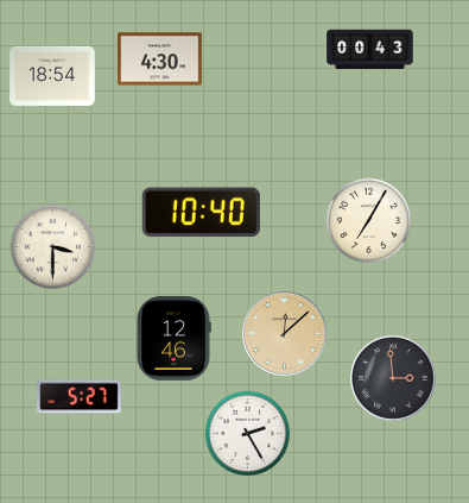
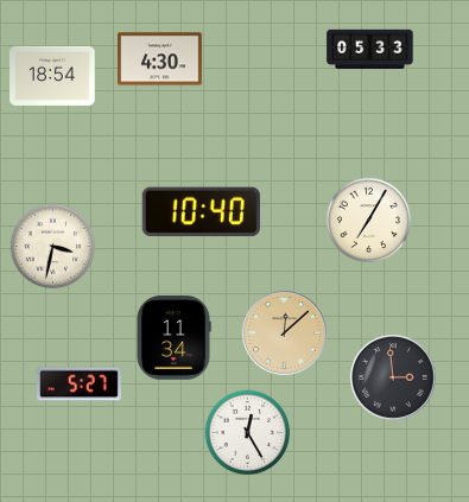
clock at (370, 50): 00:43 -> 05:33
clock at (53, 247): 3:30 -> 3:32
clock at (173, 339): 12:46 -> 11:34
clock at (80, 397) position: (80, 397) -> (80, 385)
clock at (248, 434): 2:25 -> 12:25
